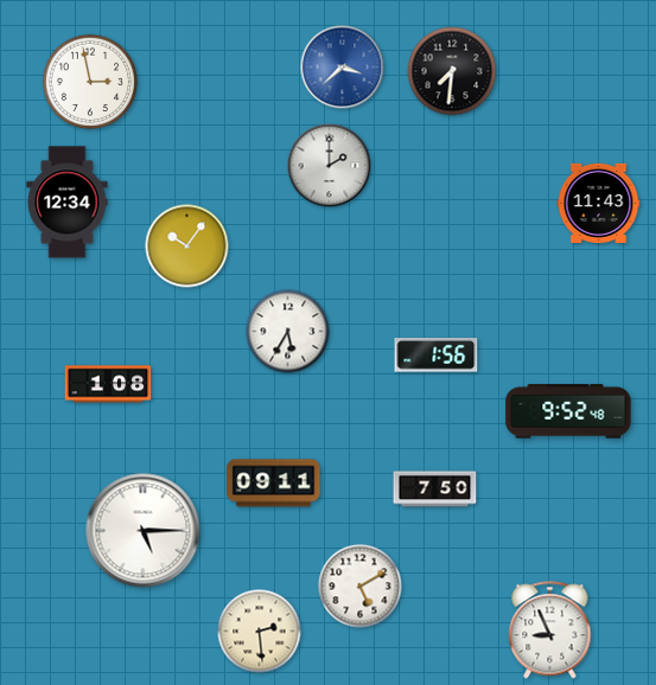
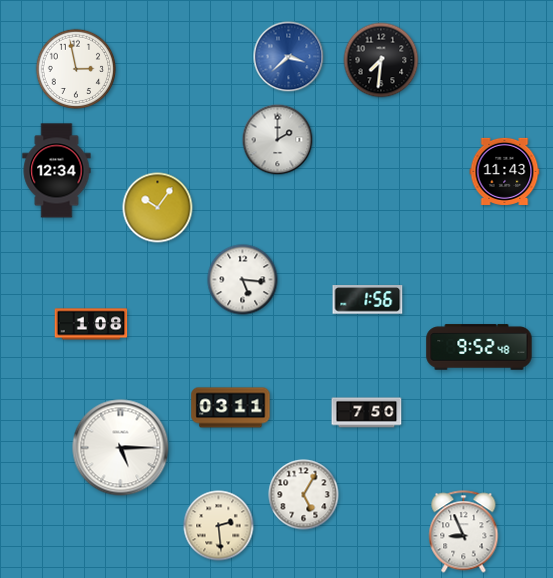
clock at (288, 332): 5:35 -> 5:16
clock at (274, 484): 09:11 -> 03:11
clock at (361, 587): 5:10 -> 5:05
clock at (260, 632) position: (260, 632) -> (219, 526)
